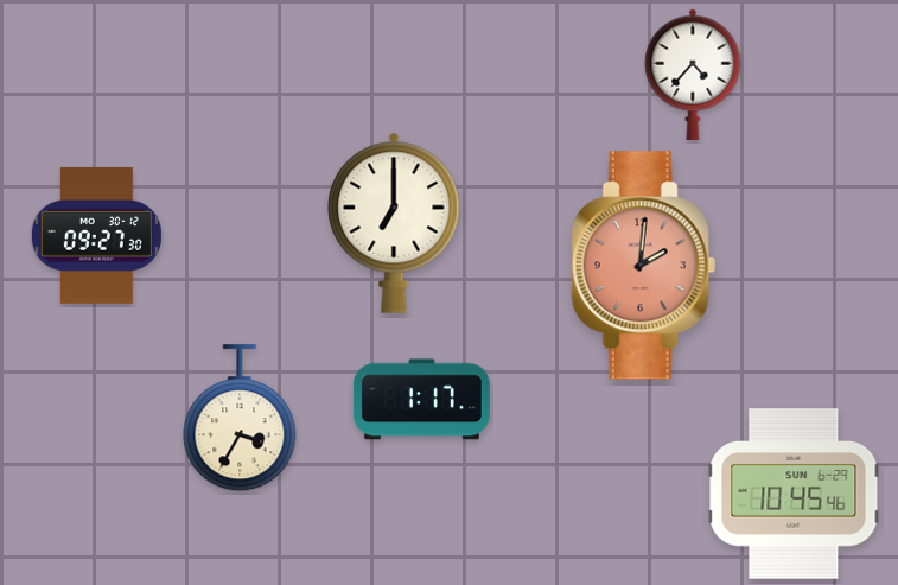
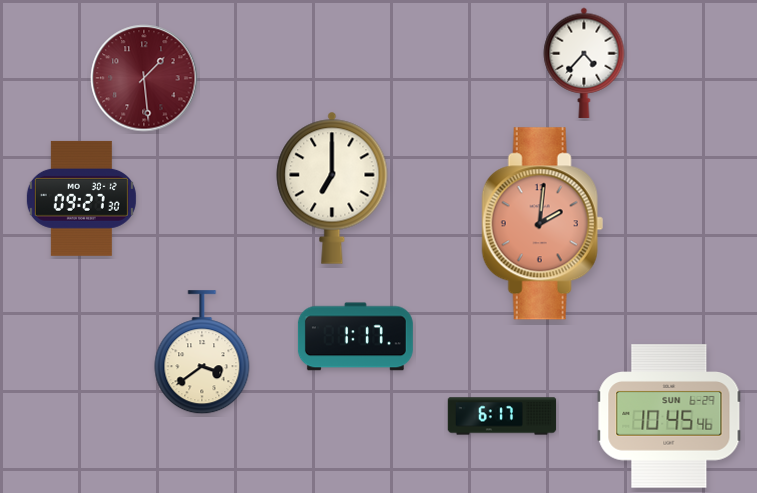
clock at (144, 78): none -> 1:29
clock at (240, 419): 3:35 -> 3:39
clock at (502, 416): none -> 6:17
